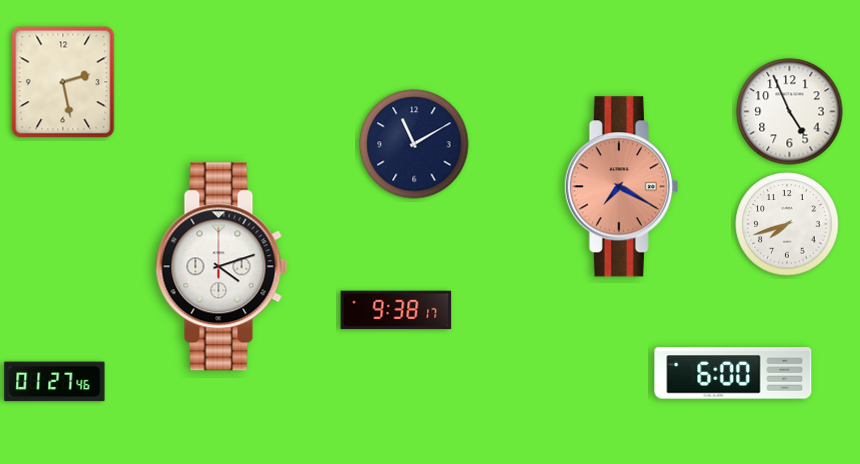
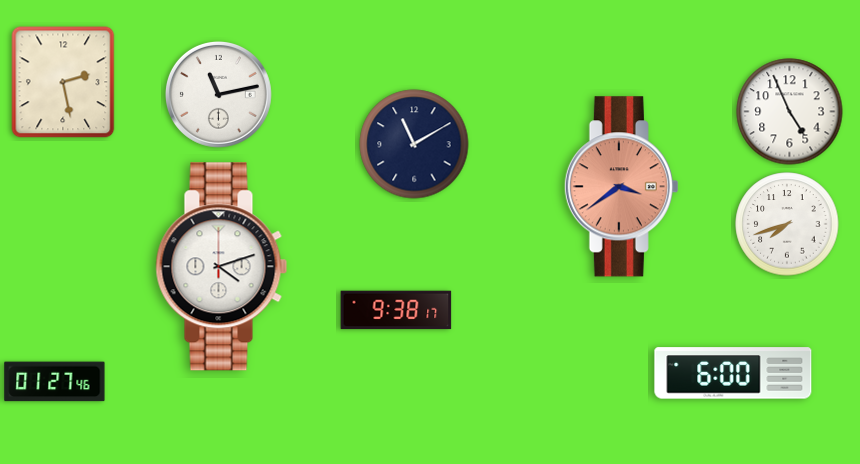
clock at (218, 94): none -> 11:13
clock at (621, 187): 7:20 -> 3:39
